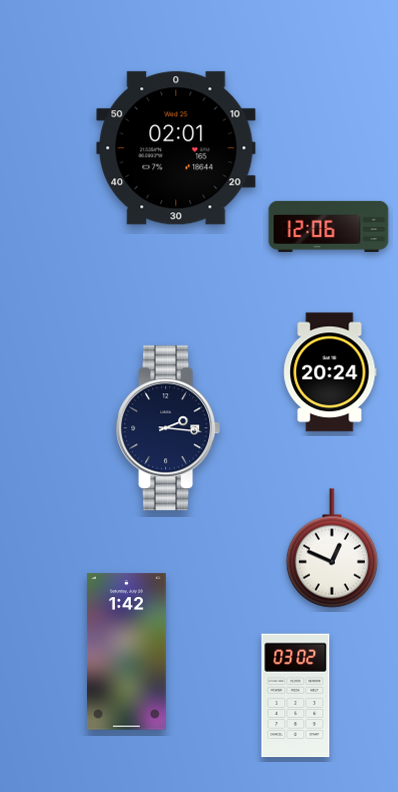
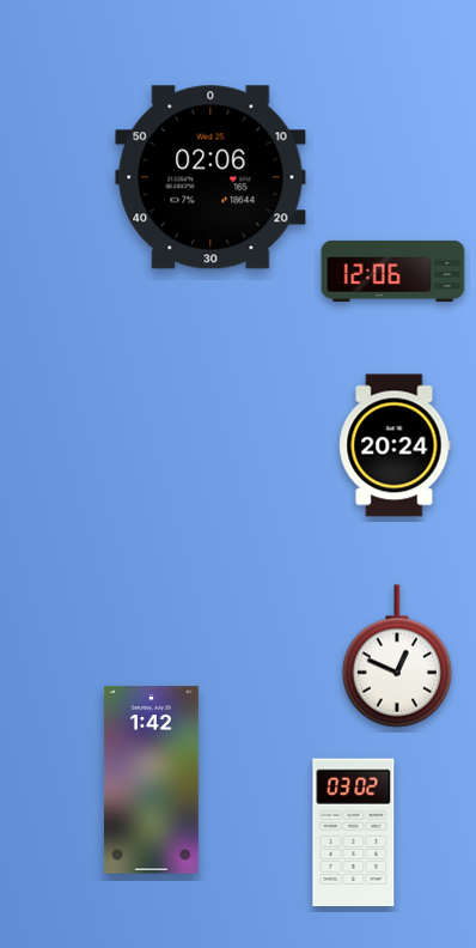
clock at (176, 148): 02:01 -> 02:06
clock at (168, 428): 2:16 -> none
